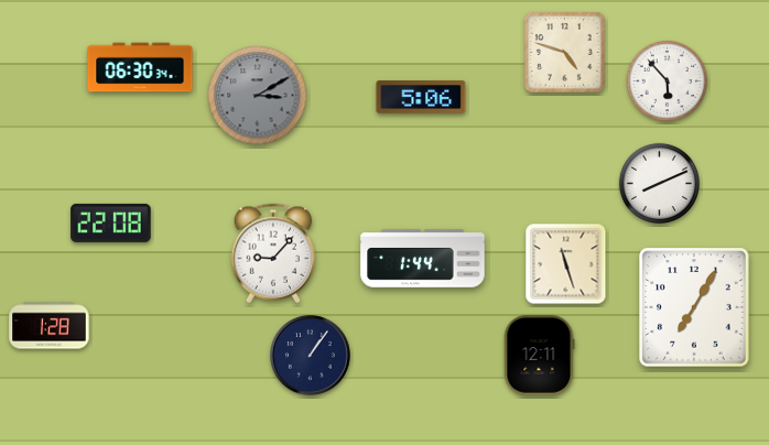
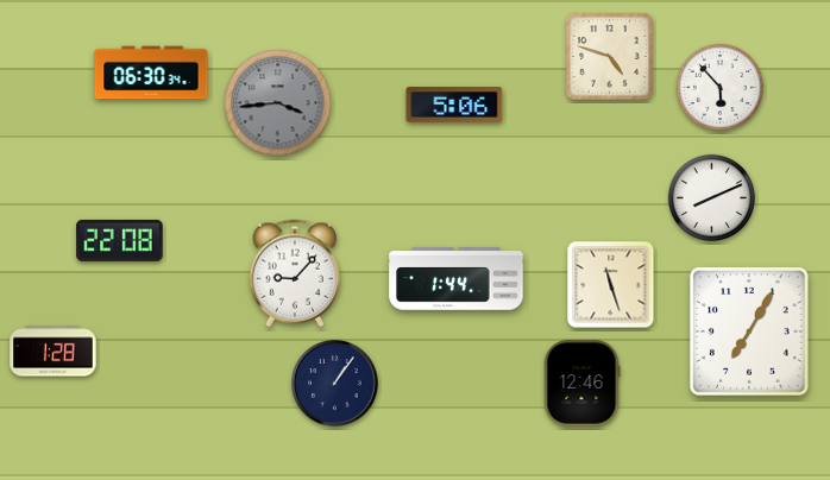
clock at (258, 96): 3:10 -> 3:44
clock at (539, 356): 12:11 -> 12:46
